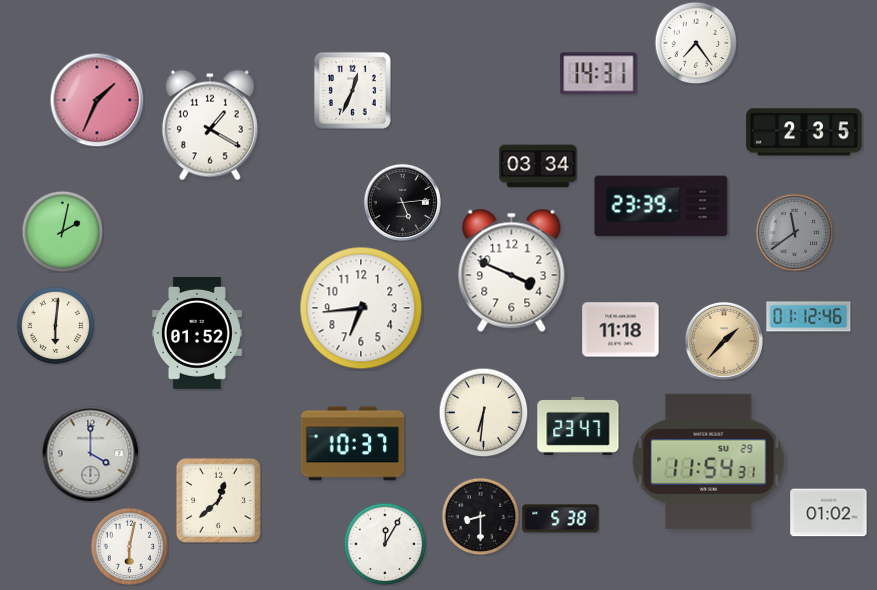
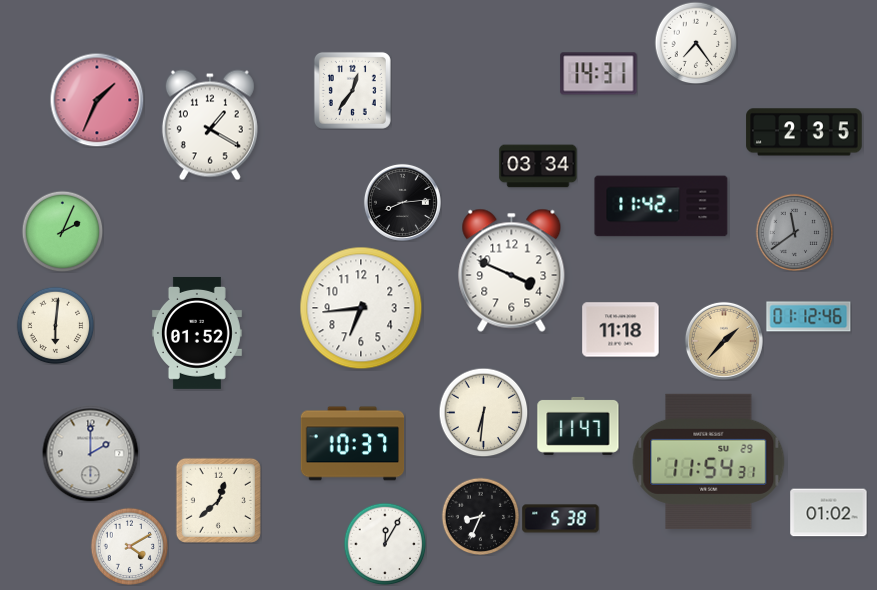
clock at (352, 90): 12:34 -> 12:36
clock at (402, 202): 5:14 -> 8:14
clock at (661, 206): 23:39 -> 11:42
clock at (62, 231): 2:02 -> 2:04
clock at (578, 426): 23:47 -> 11:47
clock at (91, 454): 4:00 -> 2:00
clock at (480, 516): 8:30 -> 8:34
clock at (129, 546): 6:02 -> 4:10
